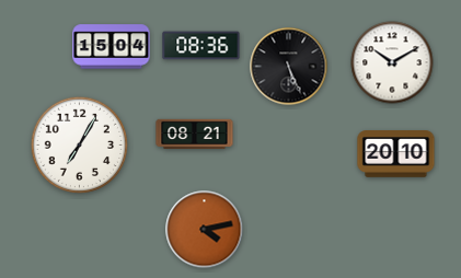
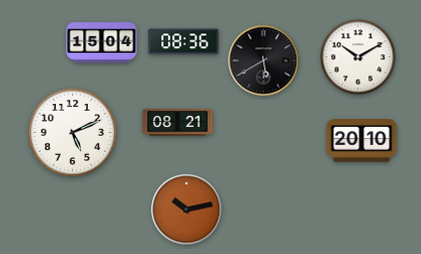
clock at (289, 67): 5:26 -> 5:40
clock at (80, 146): 7:05 -> 5:11
clock at (205, 230): 4:13 -> 10:13
